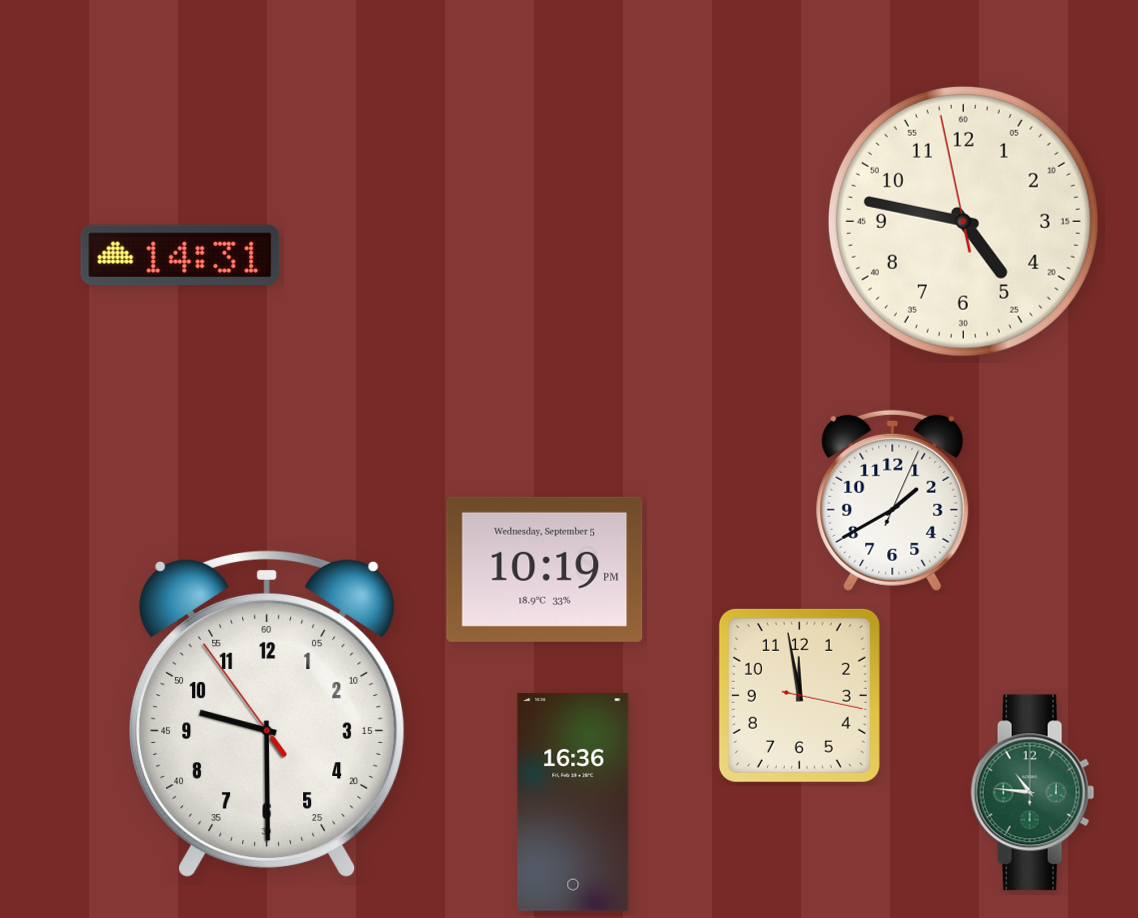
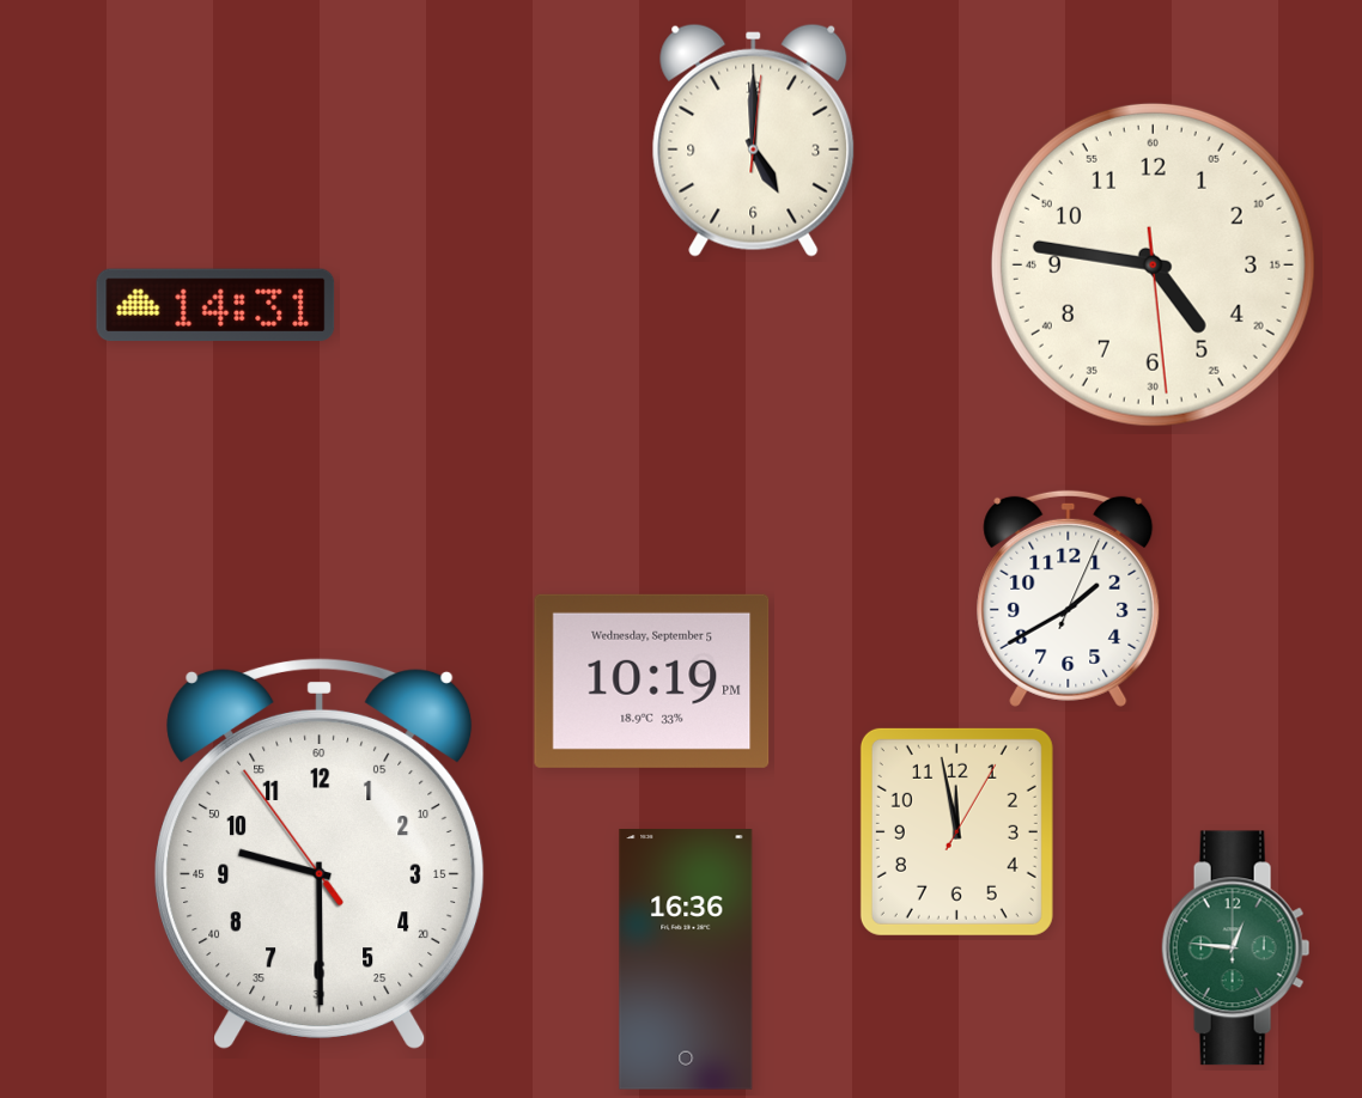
clock at (754, 140): none -> 5:00
clock at (963, 221): 4:46:58 -> 4:46:29
clock at (799, 695): 11:58:17 -> 11:58:05
clock at (1033, 793): 10:46 -> 12:46
